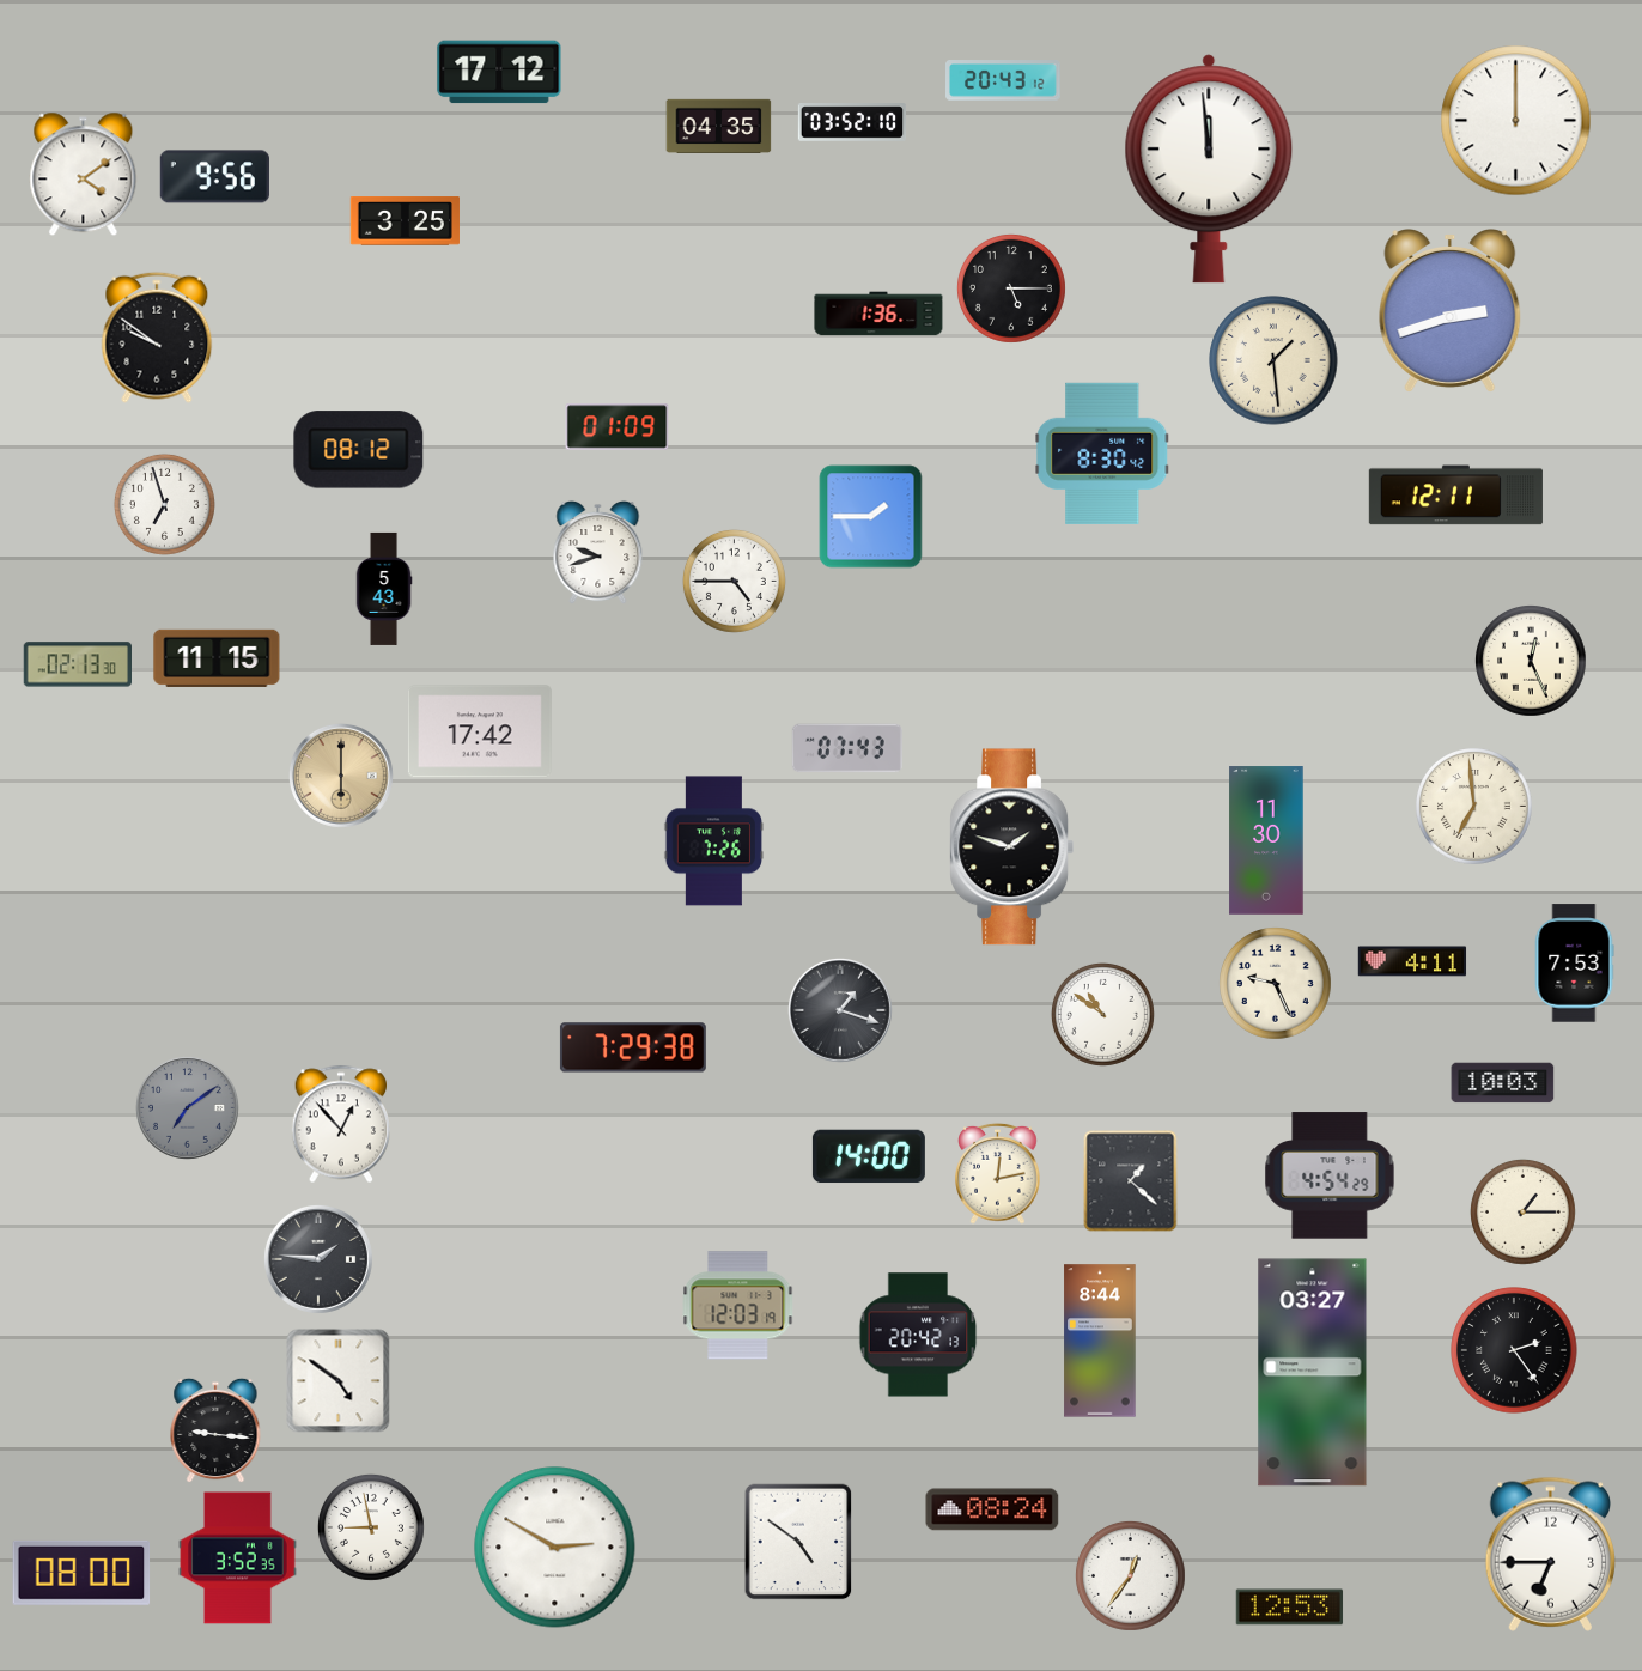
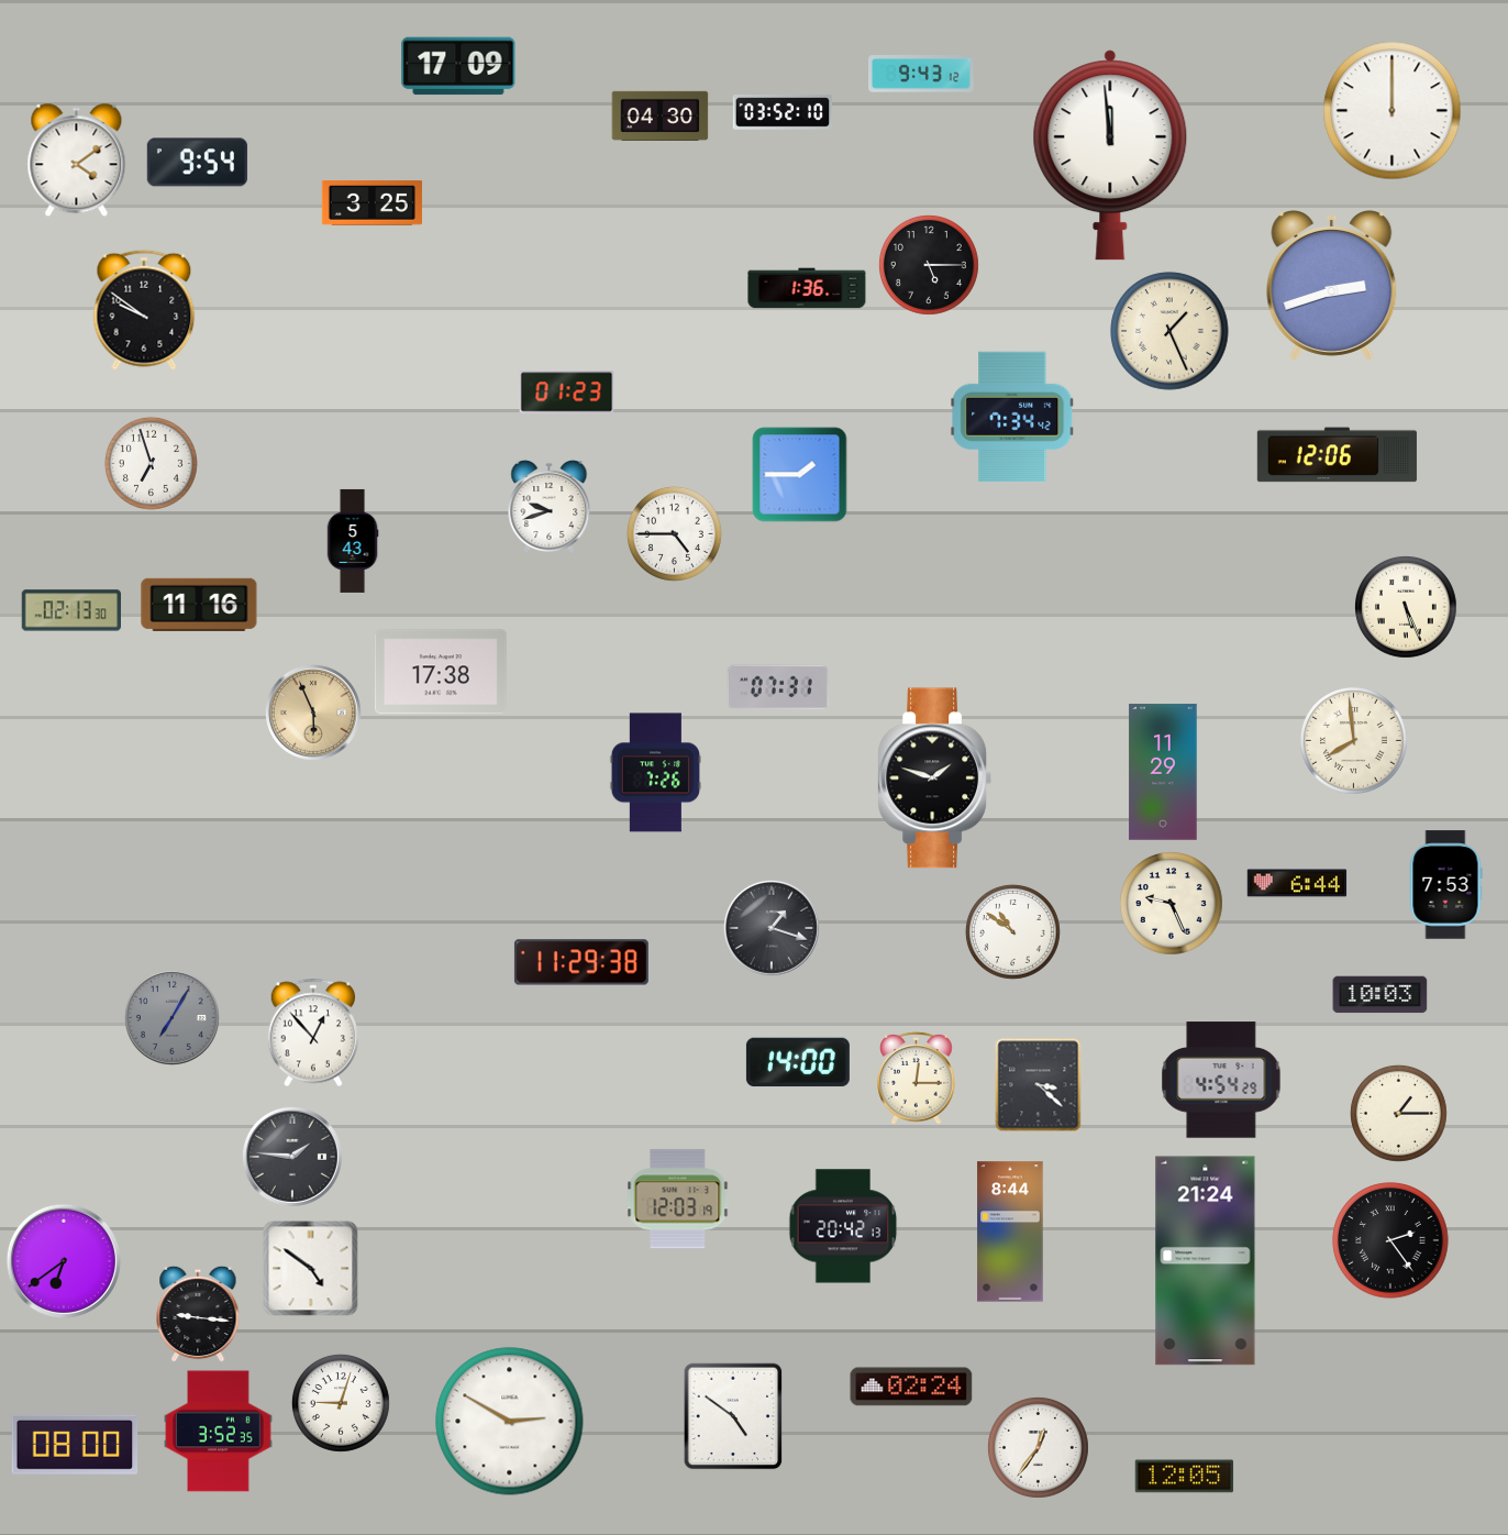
clock at (499, 72): 17:12 -> 17:09
clock at (1004, 81): 20:43 -> 9:43
clock at (719, 126): 04:35 -> 04:30
clock at (214, 177): 9:56 -> 9:54
clock at (1273, 360): 1:29 -> 1:26
clock at (618, 427): 01:09 -> 01:23
clock at (359, 450): 08:12 -> none
clock at (1102, 454): 8:30 -> 7:34
clock at (1455, 496): 12:11 -> 12:06
clock at (217, 658): 11:15 -> 11:16
clock at (1532, 662): 12:26 -> 5:26
clock at (480, 731): 17:42 -> 17:38
clock at (847, 748): 07:43 -> 07:31
clock at (341, 776): 6:00 -> 5:56
clock at (1474, 807): 6:59 -> 7:59
clock at (1266, 840): 11:30 -> 11:29
clock at (1011, 847) position: (1011, 847) -> (934, 778)
clock at (1412, 961): 4:11 -> 6:44
clock at (633, 1047): 7:29 -> 11:29
clock at (188, 1108): 7:09 -> 7:05
clock at (998, 1173): 12:13 -> 12:15
clock at (1131, 1181): 1:22 -> 3:22
clock at (64, 1261): none -> 6:39
clock at (1313, 1373): 03:27 -> 21:24
clock at (992, 1509): 08:24 -> 02:24
clock at (371, 1527): 8:58 -> 9:03
clock at (1550, 1554): 6:45 -> none
clock at (1290, 1608): 12:53 -> 12:05
